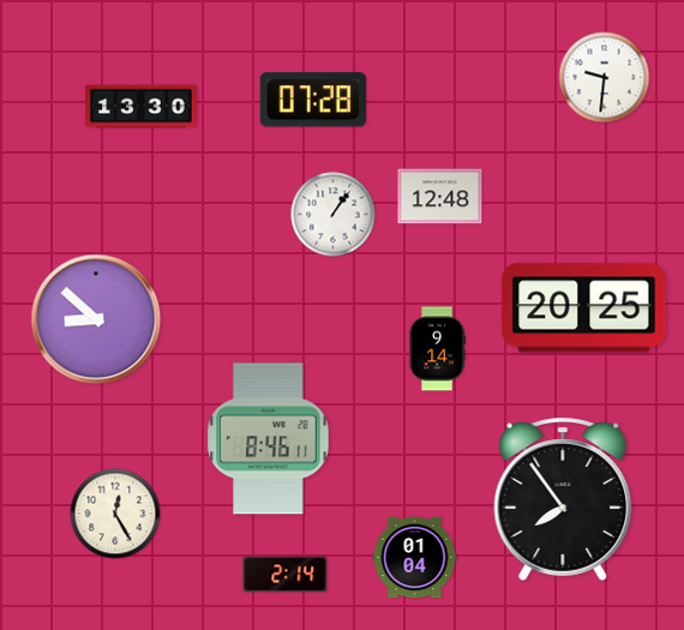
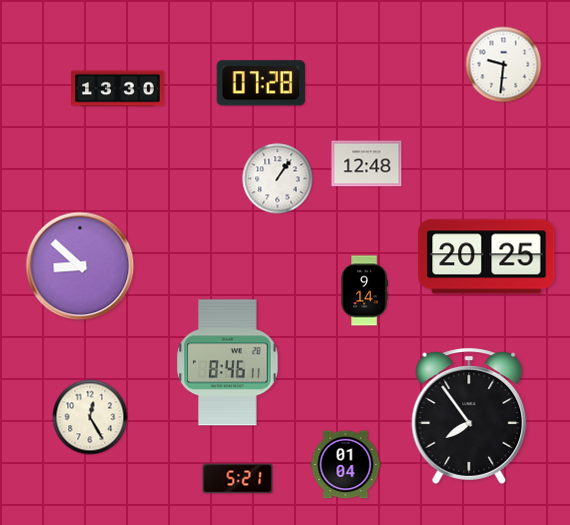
clock at (269, 439) position: (269, 439) -> (228, 363)
clock at (115, 514) position: (115, 514) -> (90, 417)
clock at (286, 575): 2:14 -> 5:21
